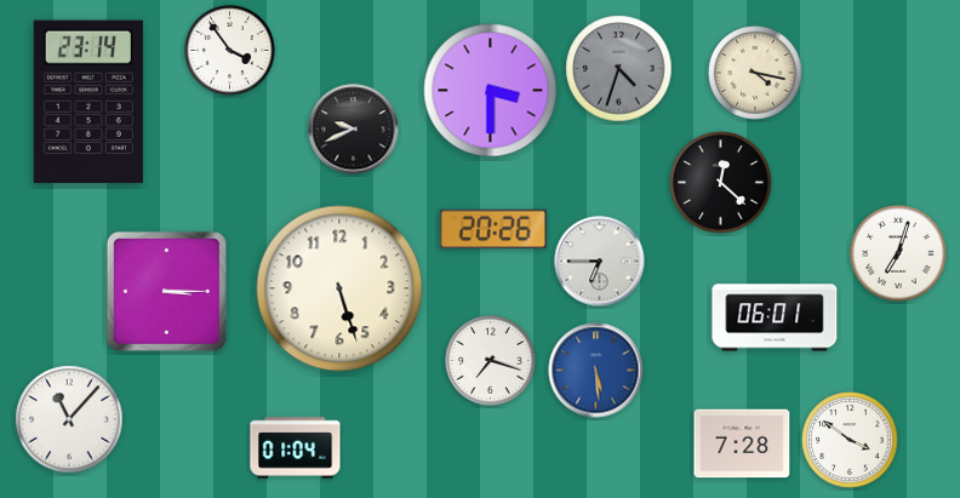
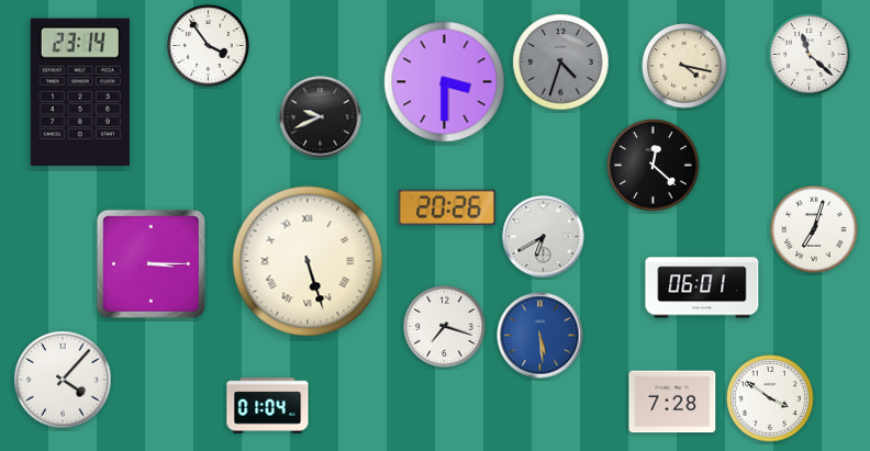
clock at (810, 55): none -> 11:22
clock at (600, 262): 6:45 -> 6:40
clock at (339, 288) numerals: Arabic -> Roman
clock at (69, 419): 11:07 -> 4:07
